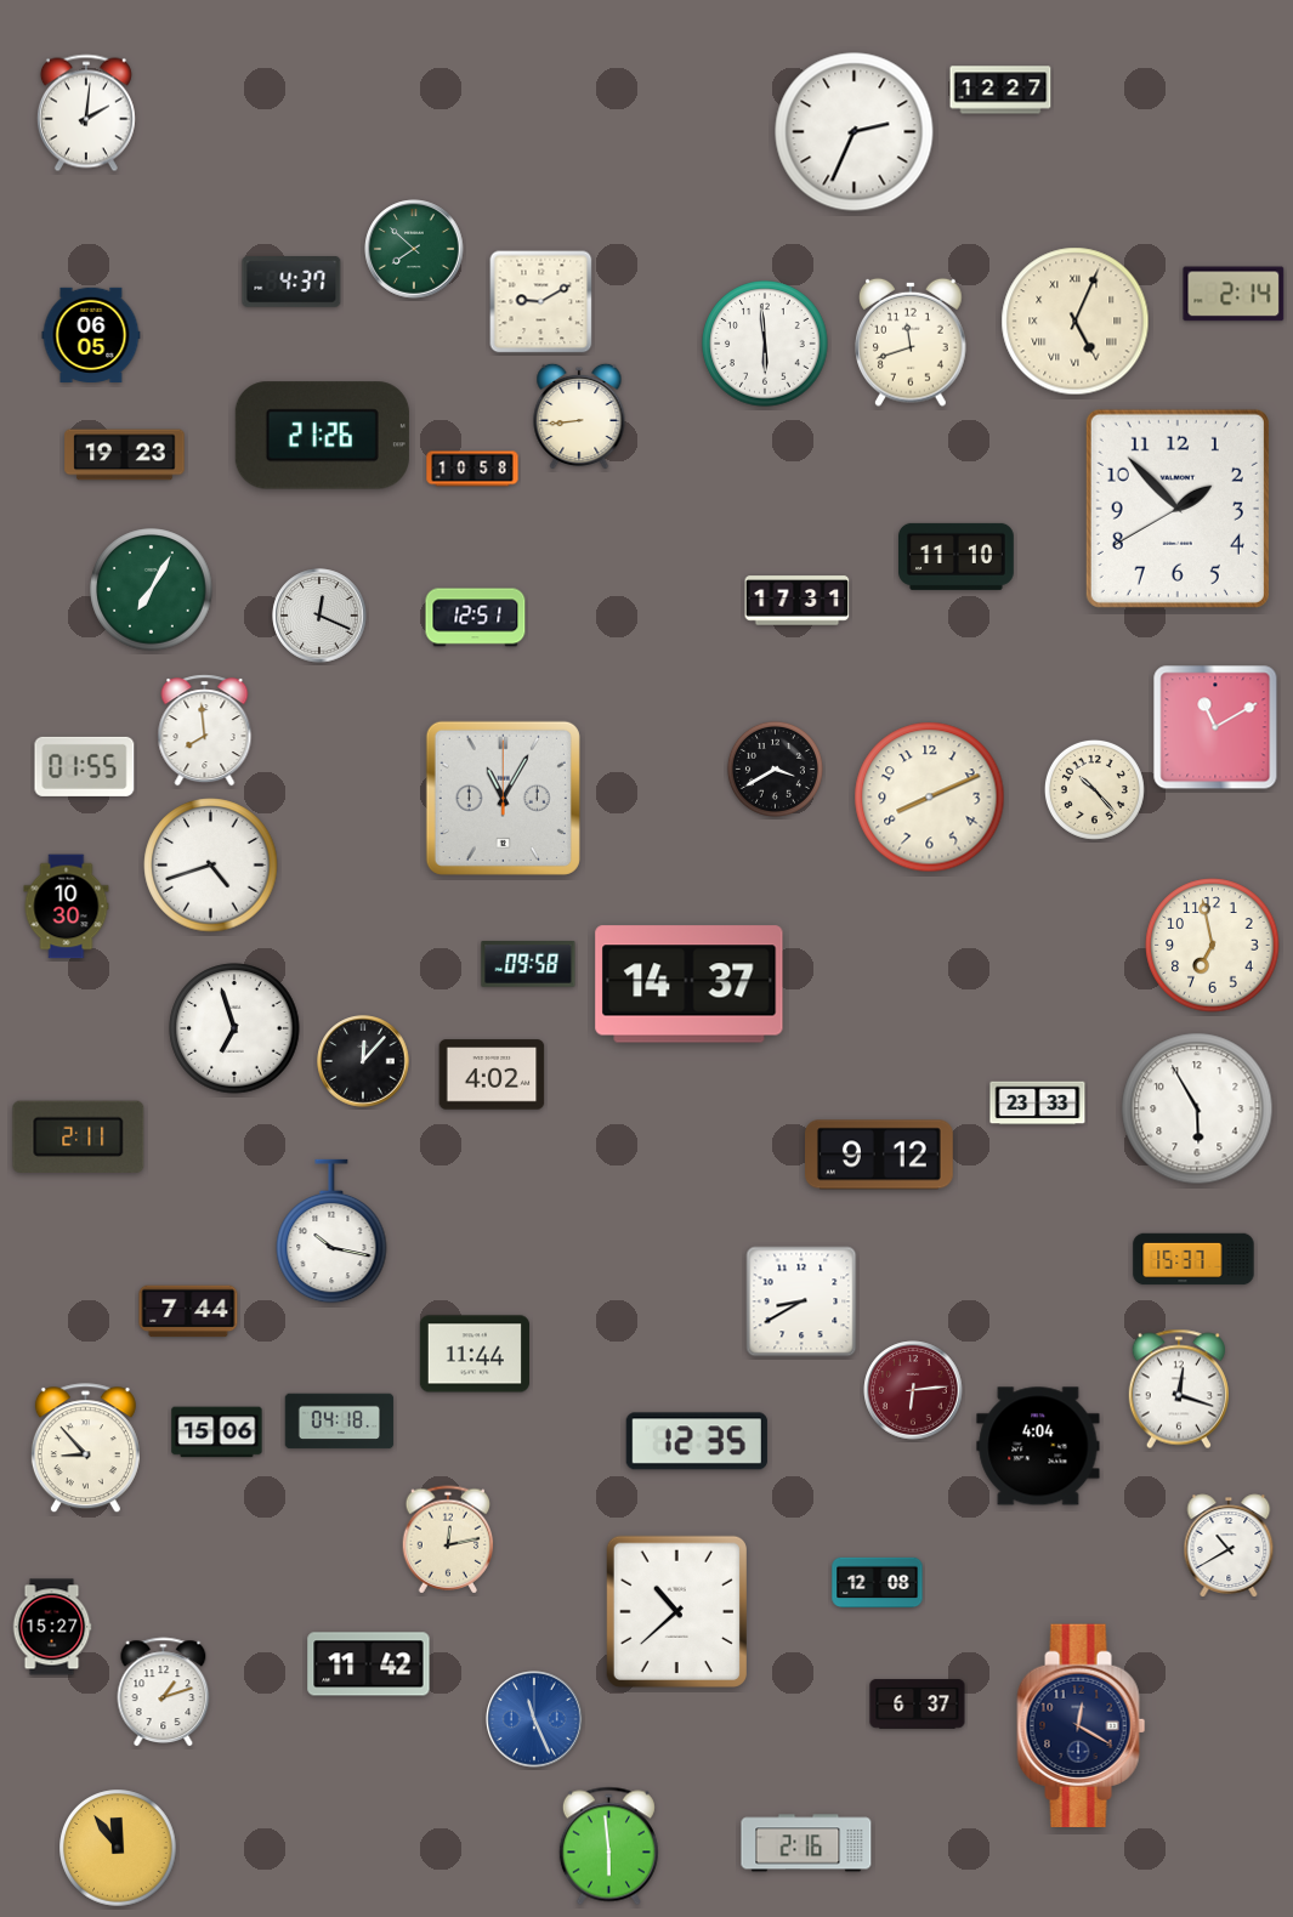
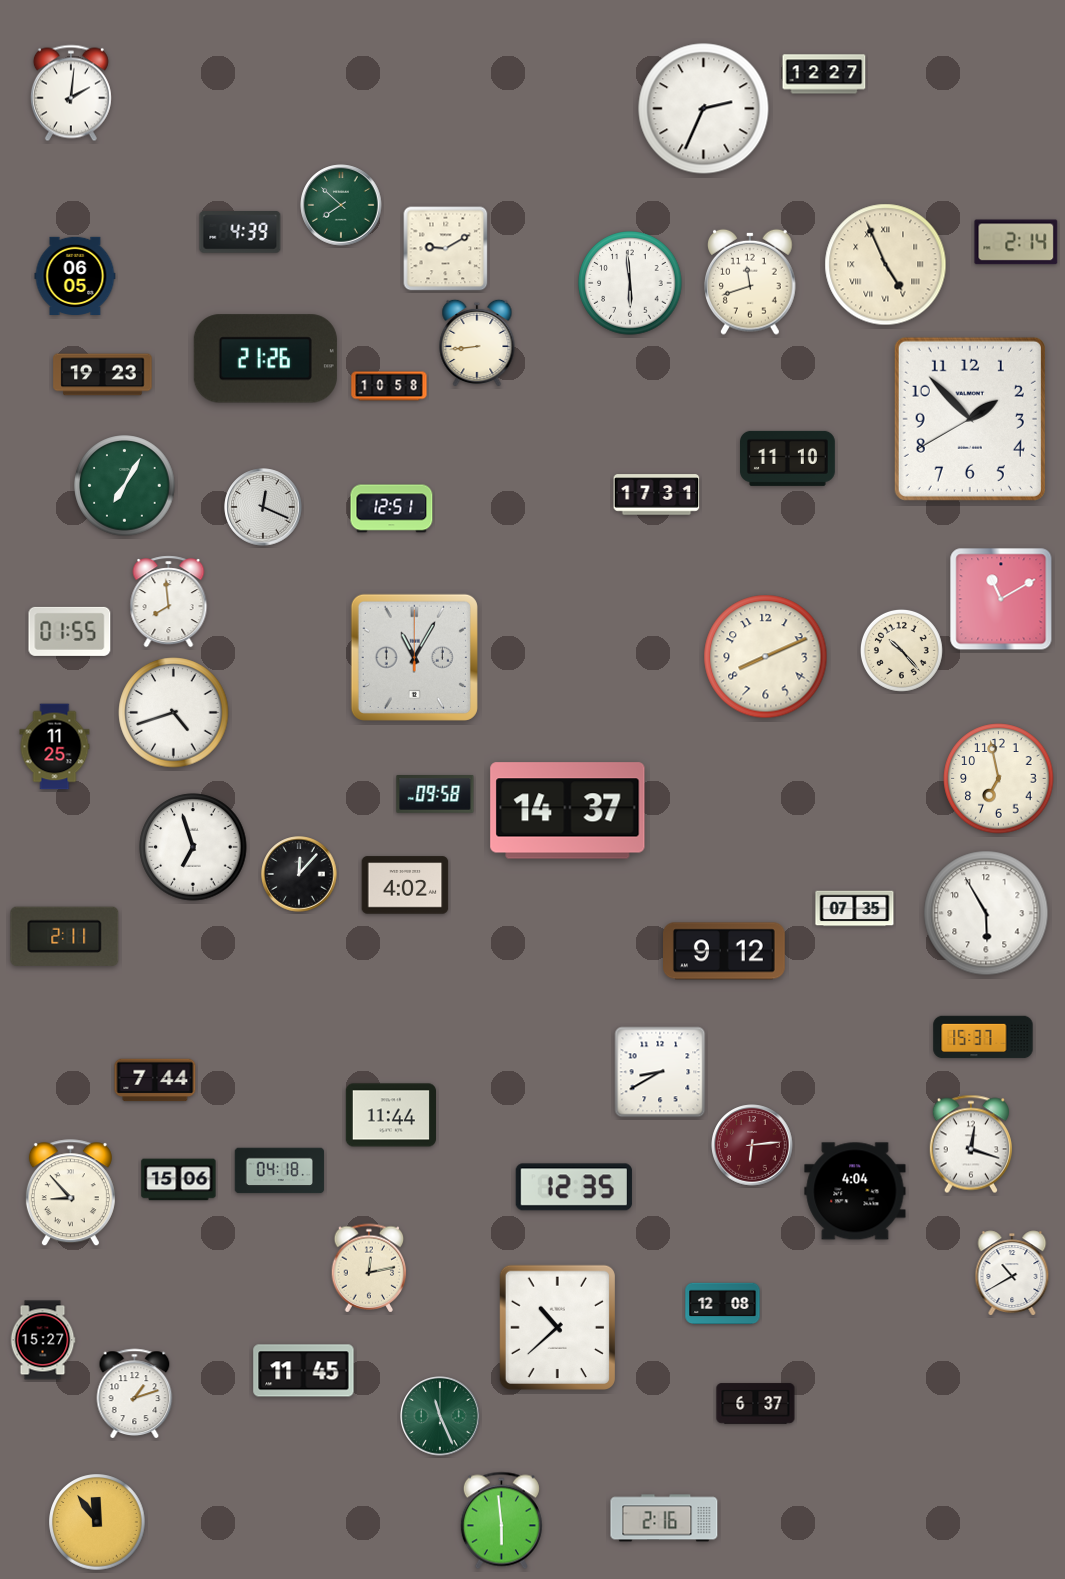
clock at (291, 283): 4:37 -> 4:39
clock at (1076, 322): 5:04 -> 4:56
clock at (775, 768): 3:40 -> none
clock at (67, 907): 10:30 -> 11:25
clock at (1038, 1104): 23:33 -> 07:35
clock at (331, 1231): 10:17 -> none
clock at (369, 1664): 11:42 -> 11:45
clock at (534, 1719) dial: blue -> green
clock at (1082, 1725): 12:20 -> none
